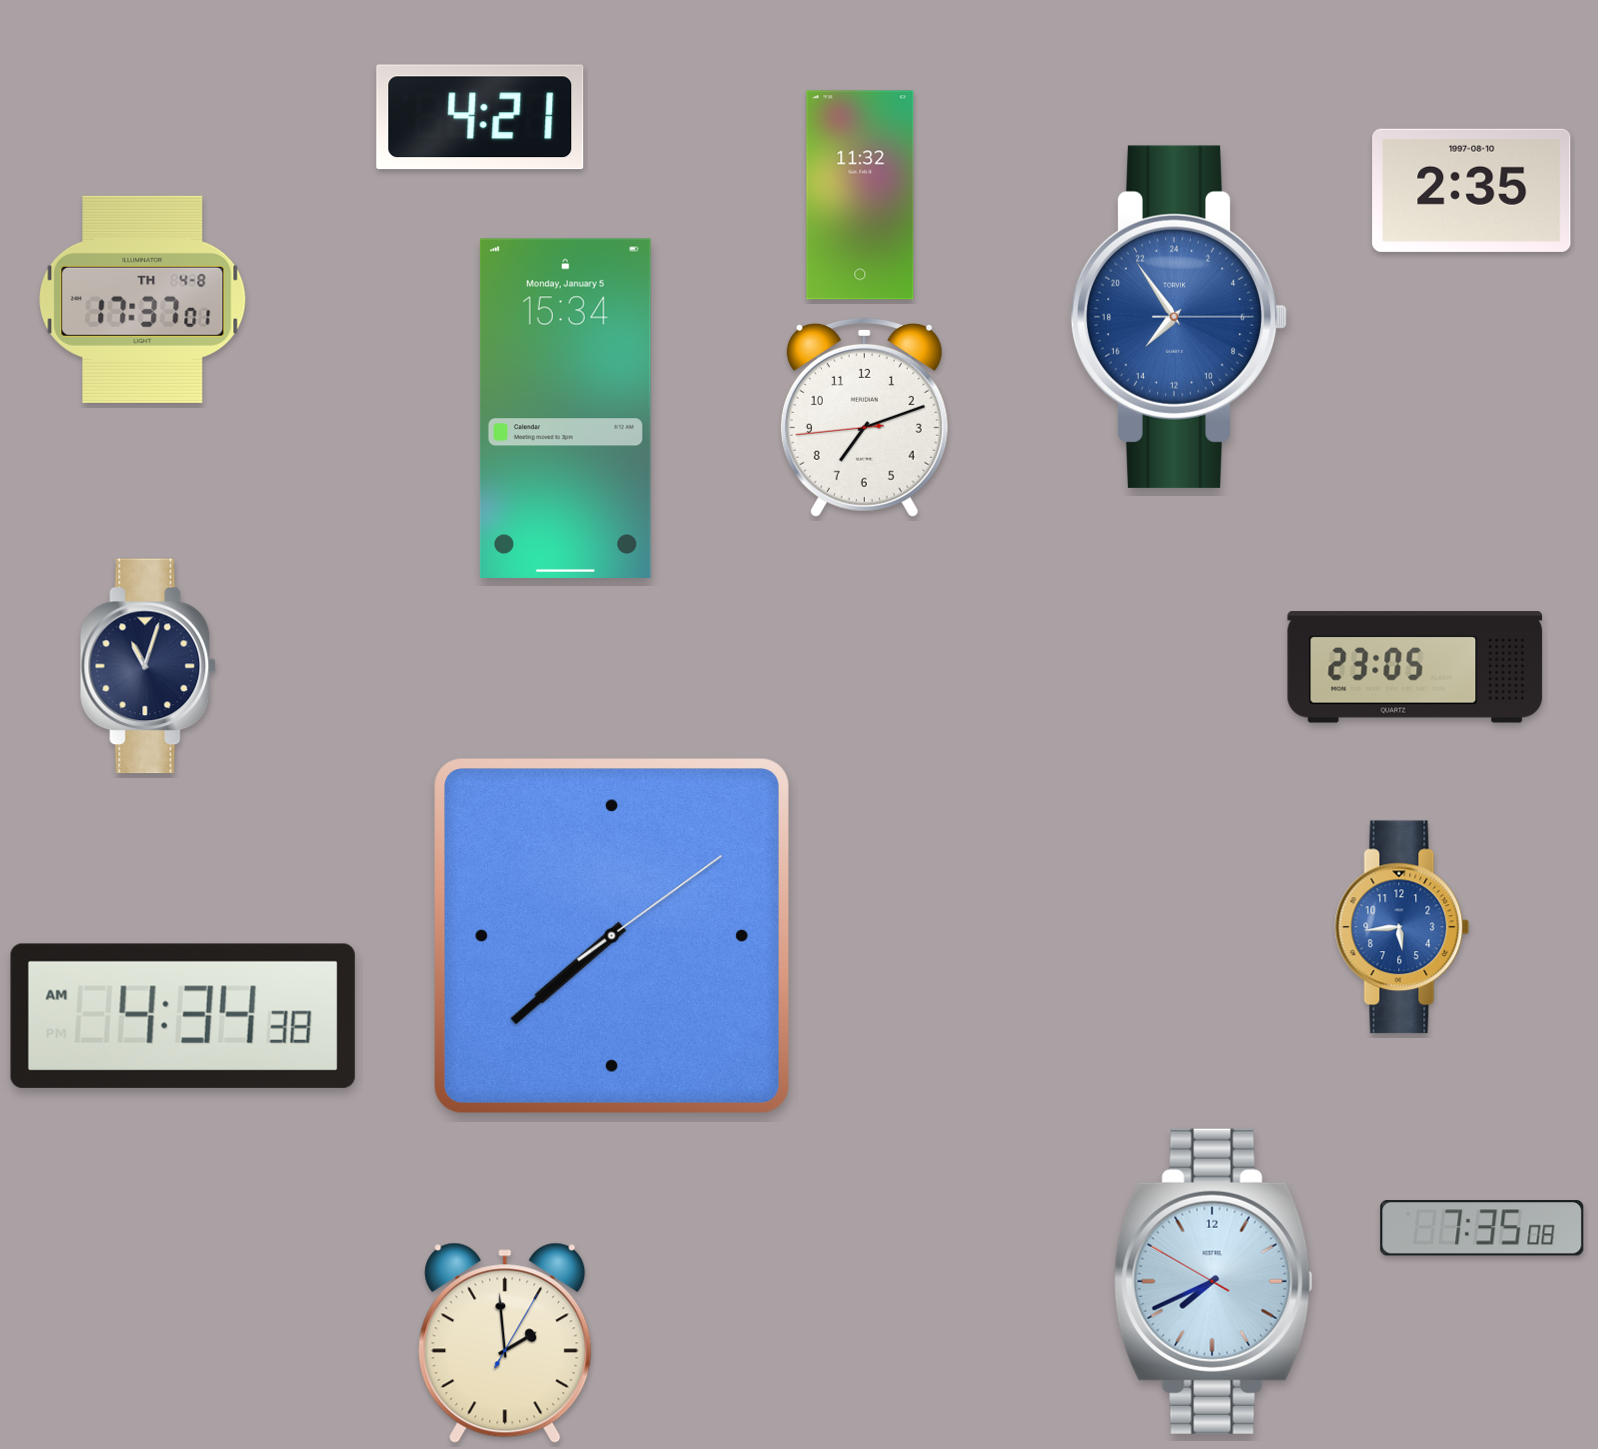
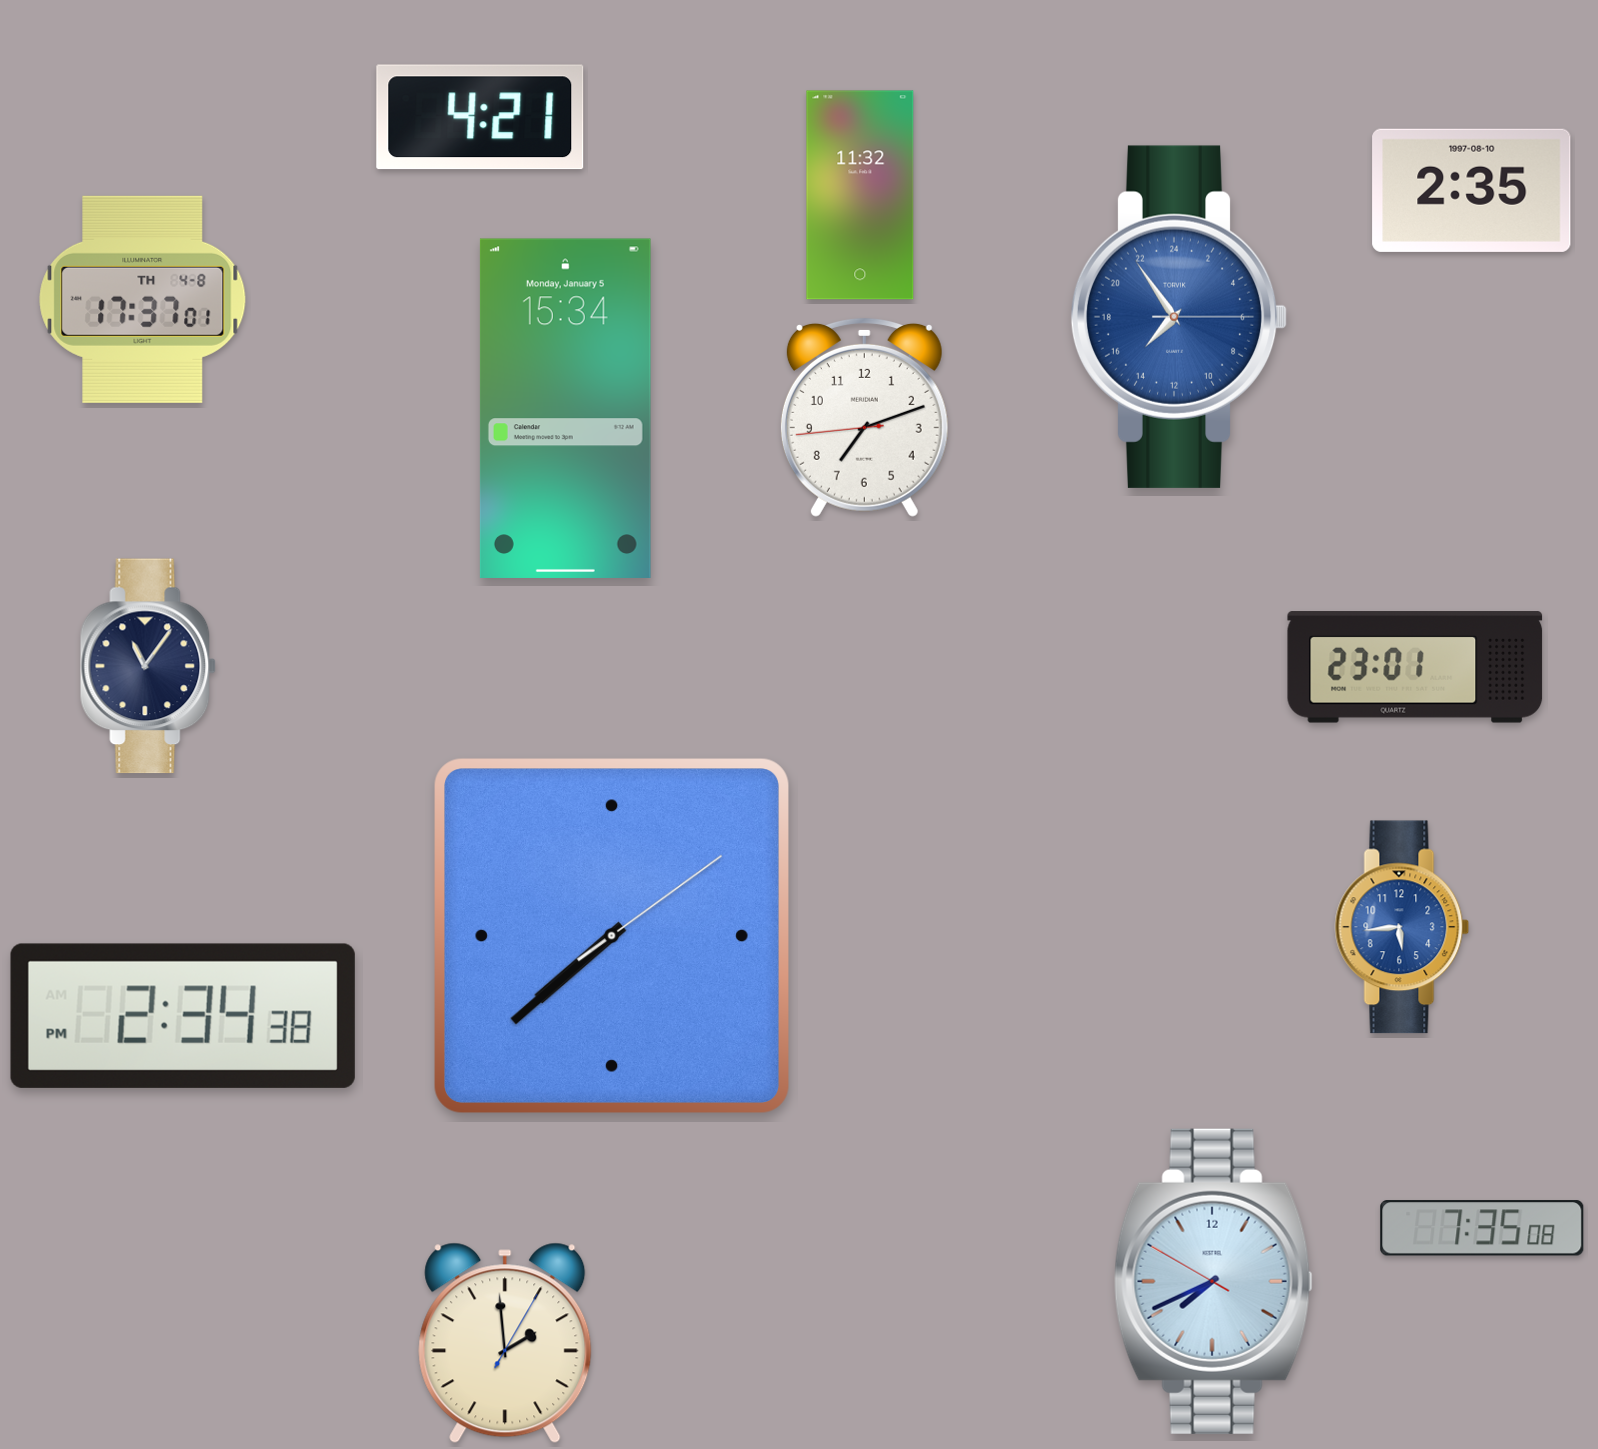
clock at (148, 666): 11:03 -> 11:06
clock at (1415, 667): 23:05 -> 23:01
clock at (183, 1016): 4:34 -> 2:34
